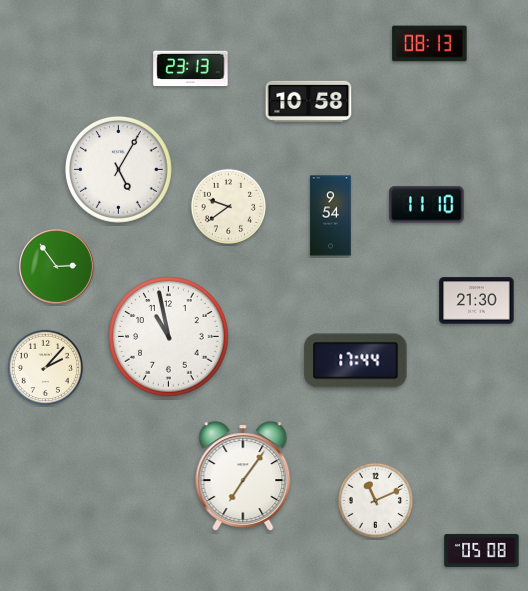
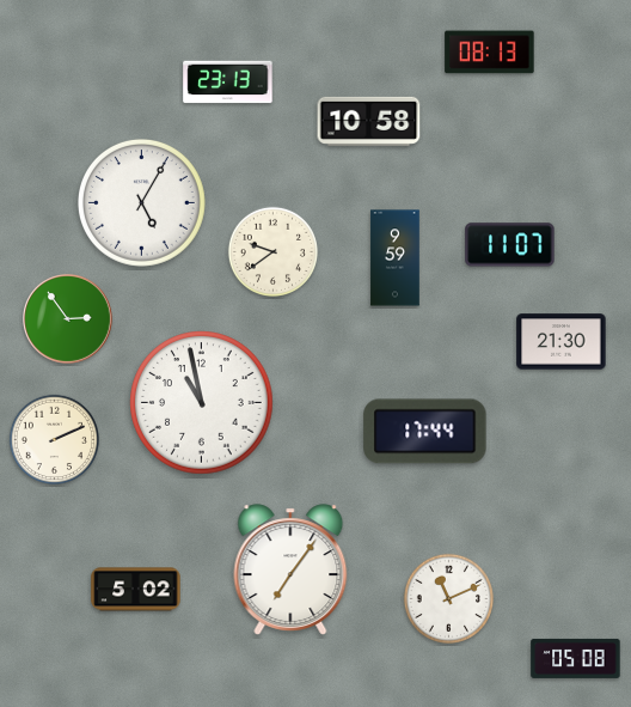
clock at (430, 44) position: (430, 44) -> (490, 53)
clock at (427, 205): 11:10 -> 11:07
clock at (228, 206) position: (228, 206) -> (272, 251)
clock at (331, 216): 9:54 -> 9:59
clock at (477, 301) position: (477, 301) -> (562, 342)
clock at (45, 367): 2:07 -> 2:11
clock at (136, 590): none -> 5:02
